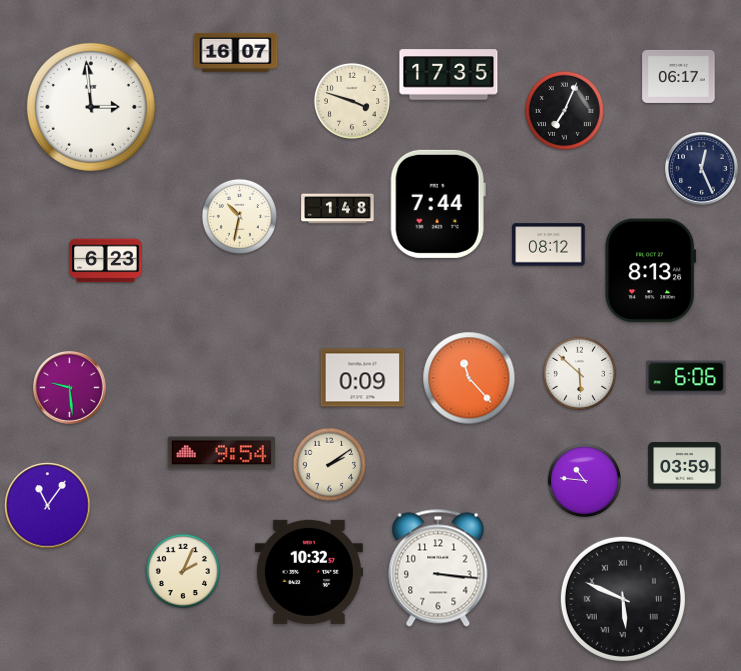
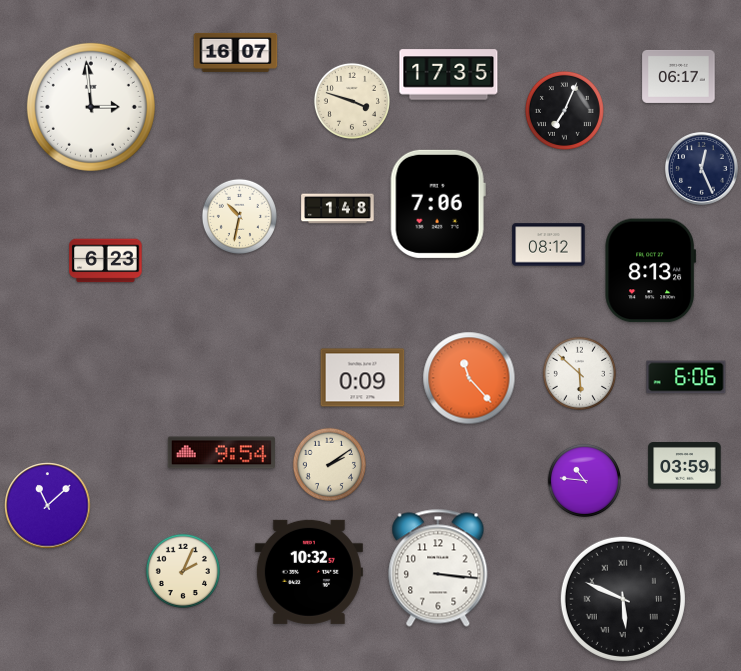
clock at (438, 204): 7:44 -> 7:06
clock at (70, 388): 9:29 -> none
clock at (48, 506): 11:06 -> 11:08
